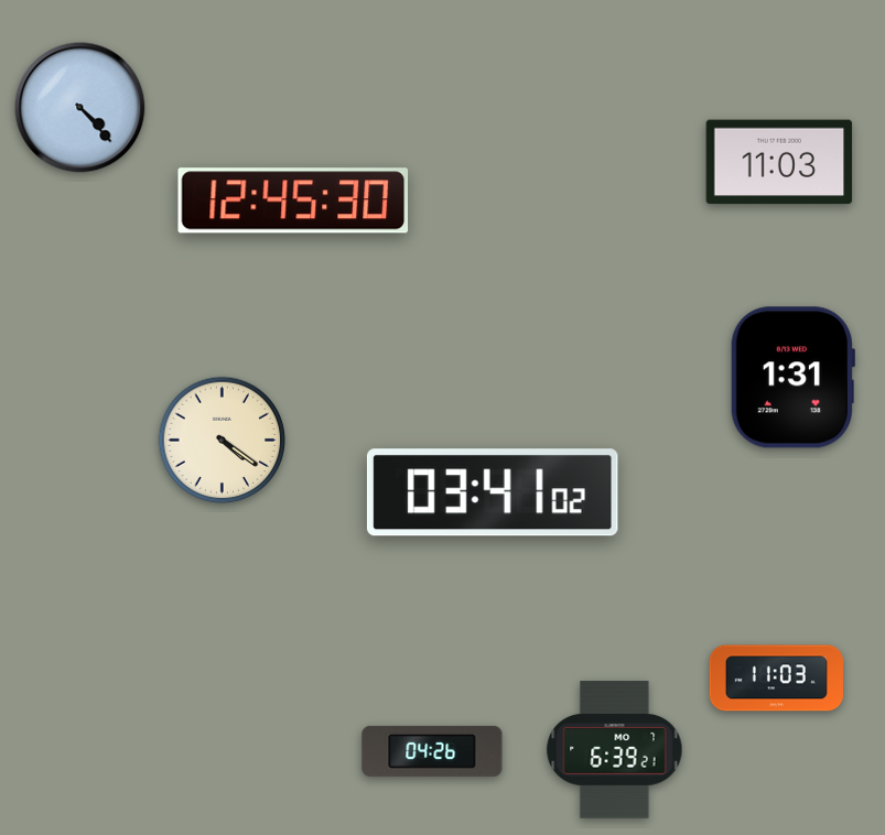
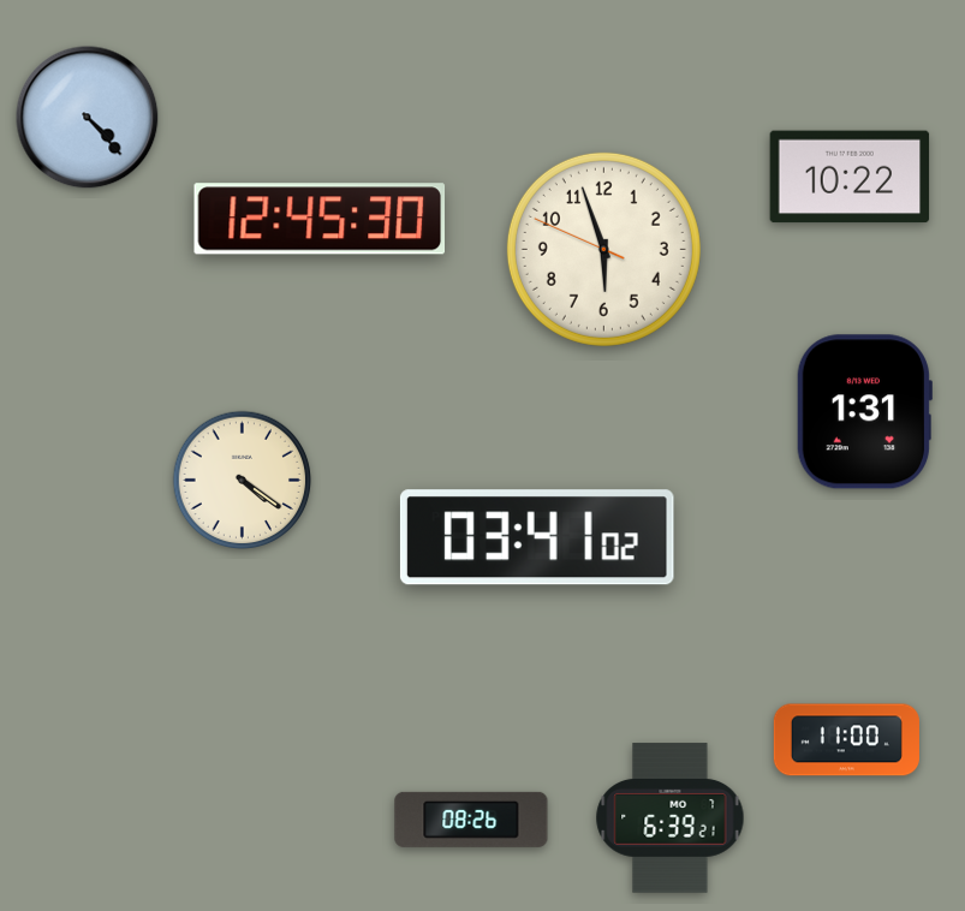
clock at (779, 162): 11:03 -> 10:22
clock at (603, 249): none -> 5:56
clock at (776, 679): 11:03 -> 11:00
clock at (432, 751): 04:26 -> 08:26
